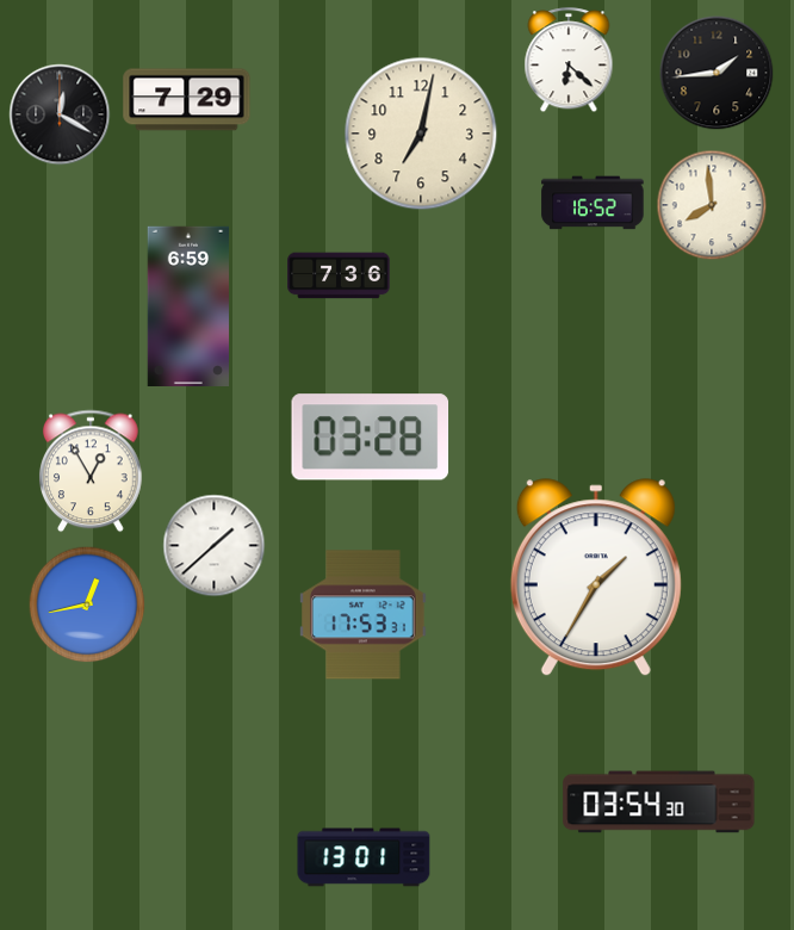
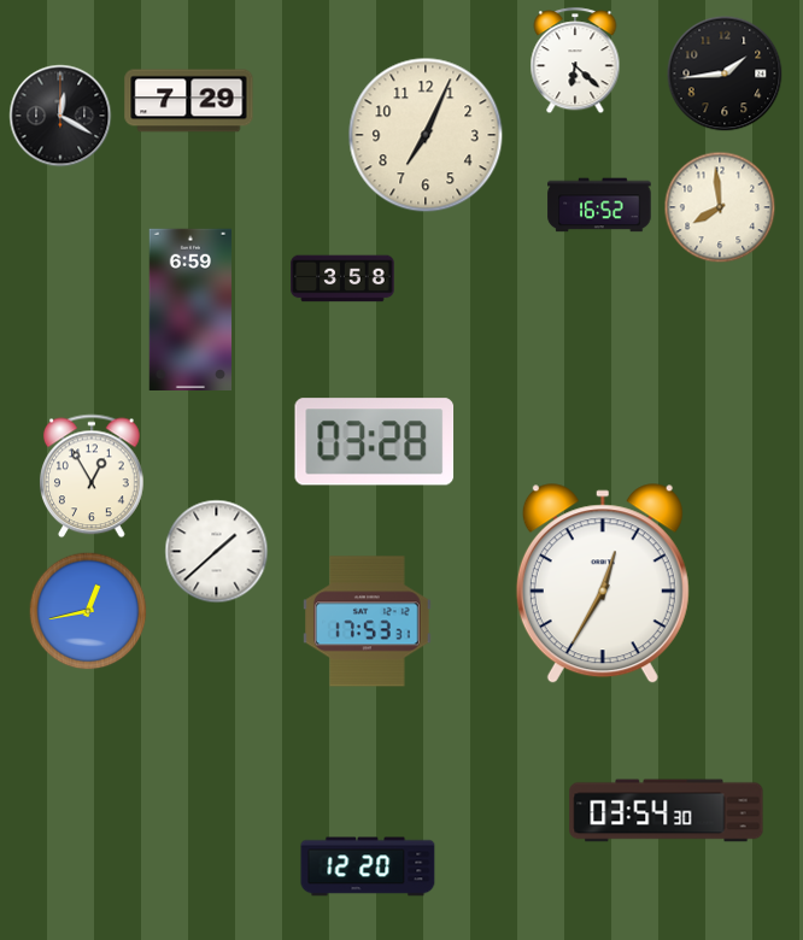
clock at (421, 134): 7:02 -> 7:04
clock at (339, 275): 7:36 -> 3:58
clock at (596, 578): 1:35 -> 12:35
clock at (364, 857): 13:01 -> 12:20
